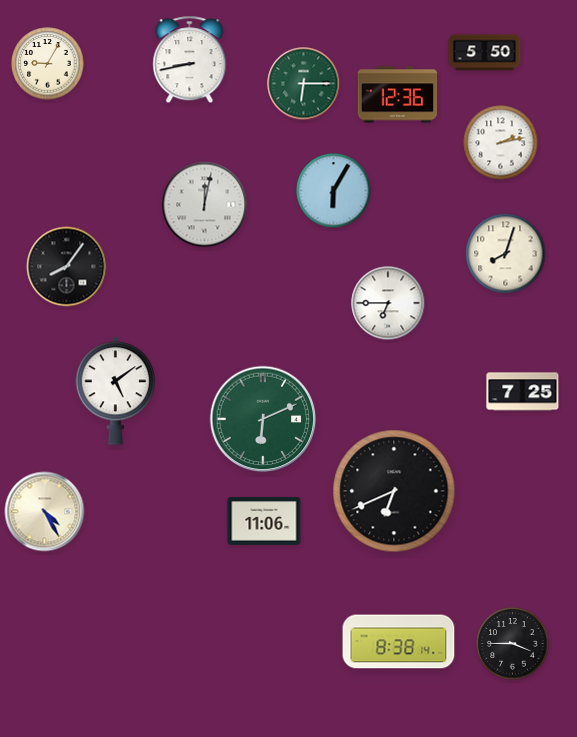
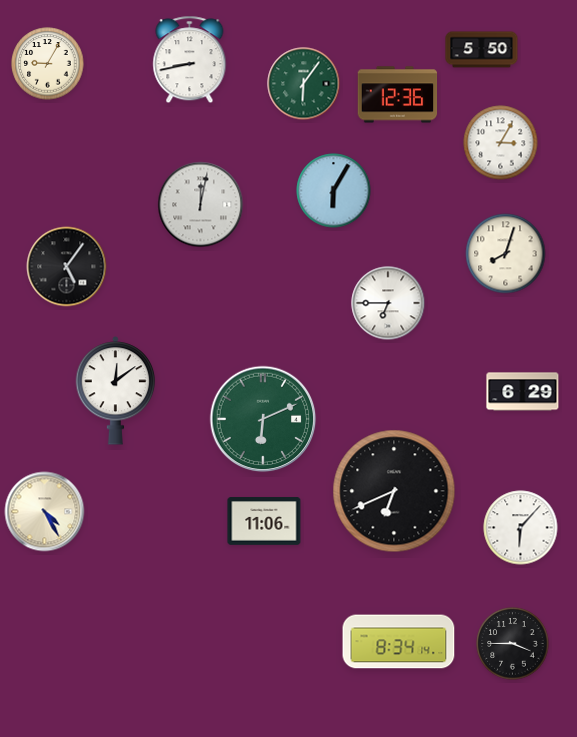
clock at (485, 53) position: (485, 53) -> (482, 50)
clock at (304, 84): 6:15 -> 6:06
clock at (501, 143): 2:13 -> 3:05
clock at (205, 205) position: (205, 205) -> (201, 205)
clock at (67, 267): 8:06 -> 5:06
clock at (116, 391): 5:09 -> 12:09
clock at (523, 392): 7:25 -> 6:29
clock at (521, 528): none -> 6:07
clock at (399, 642): 8:38 -> 8:34
